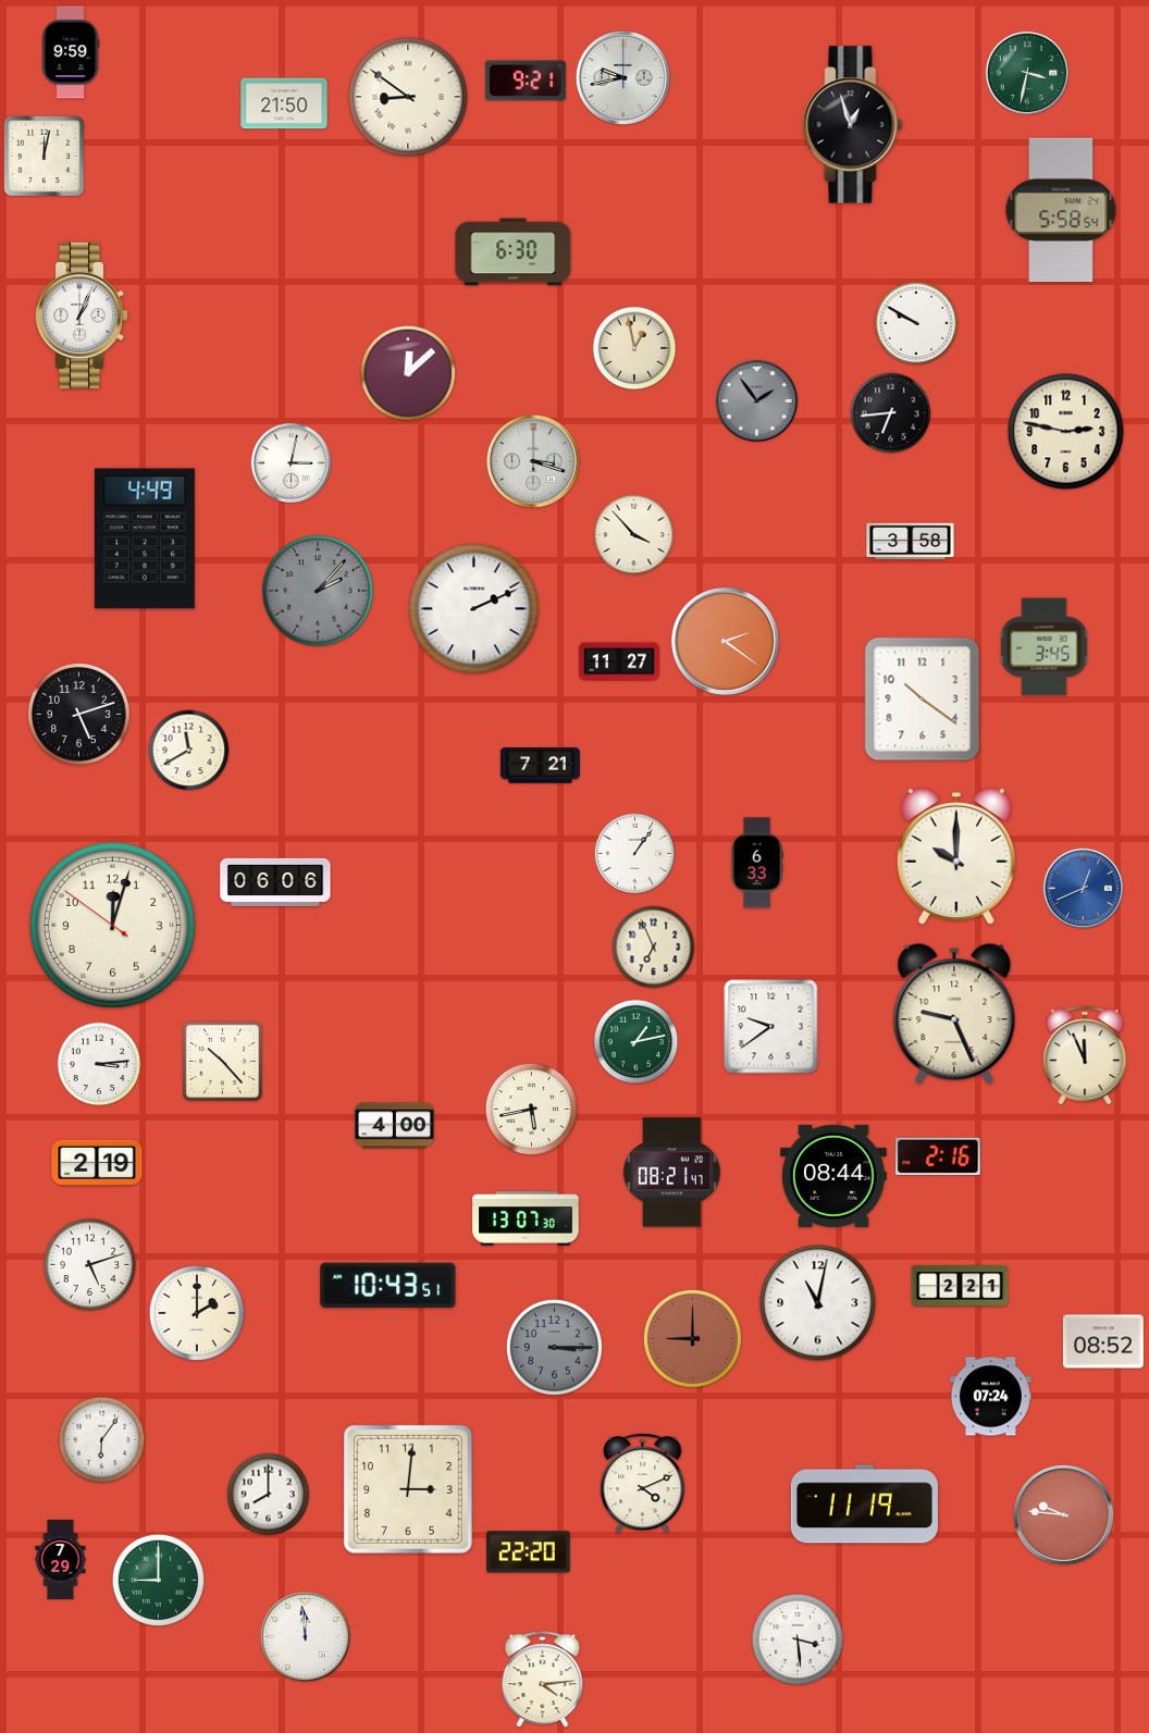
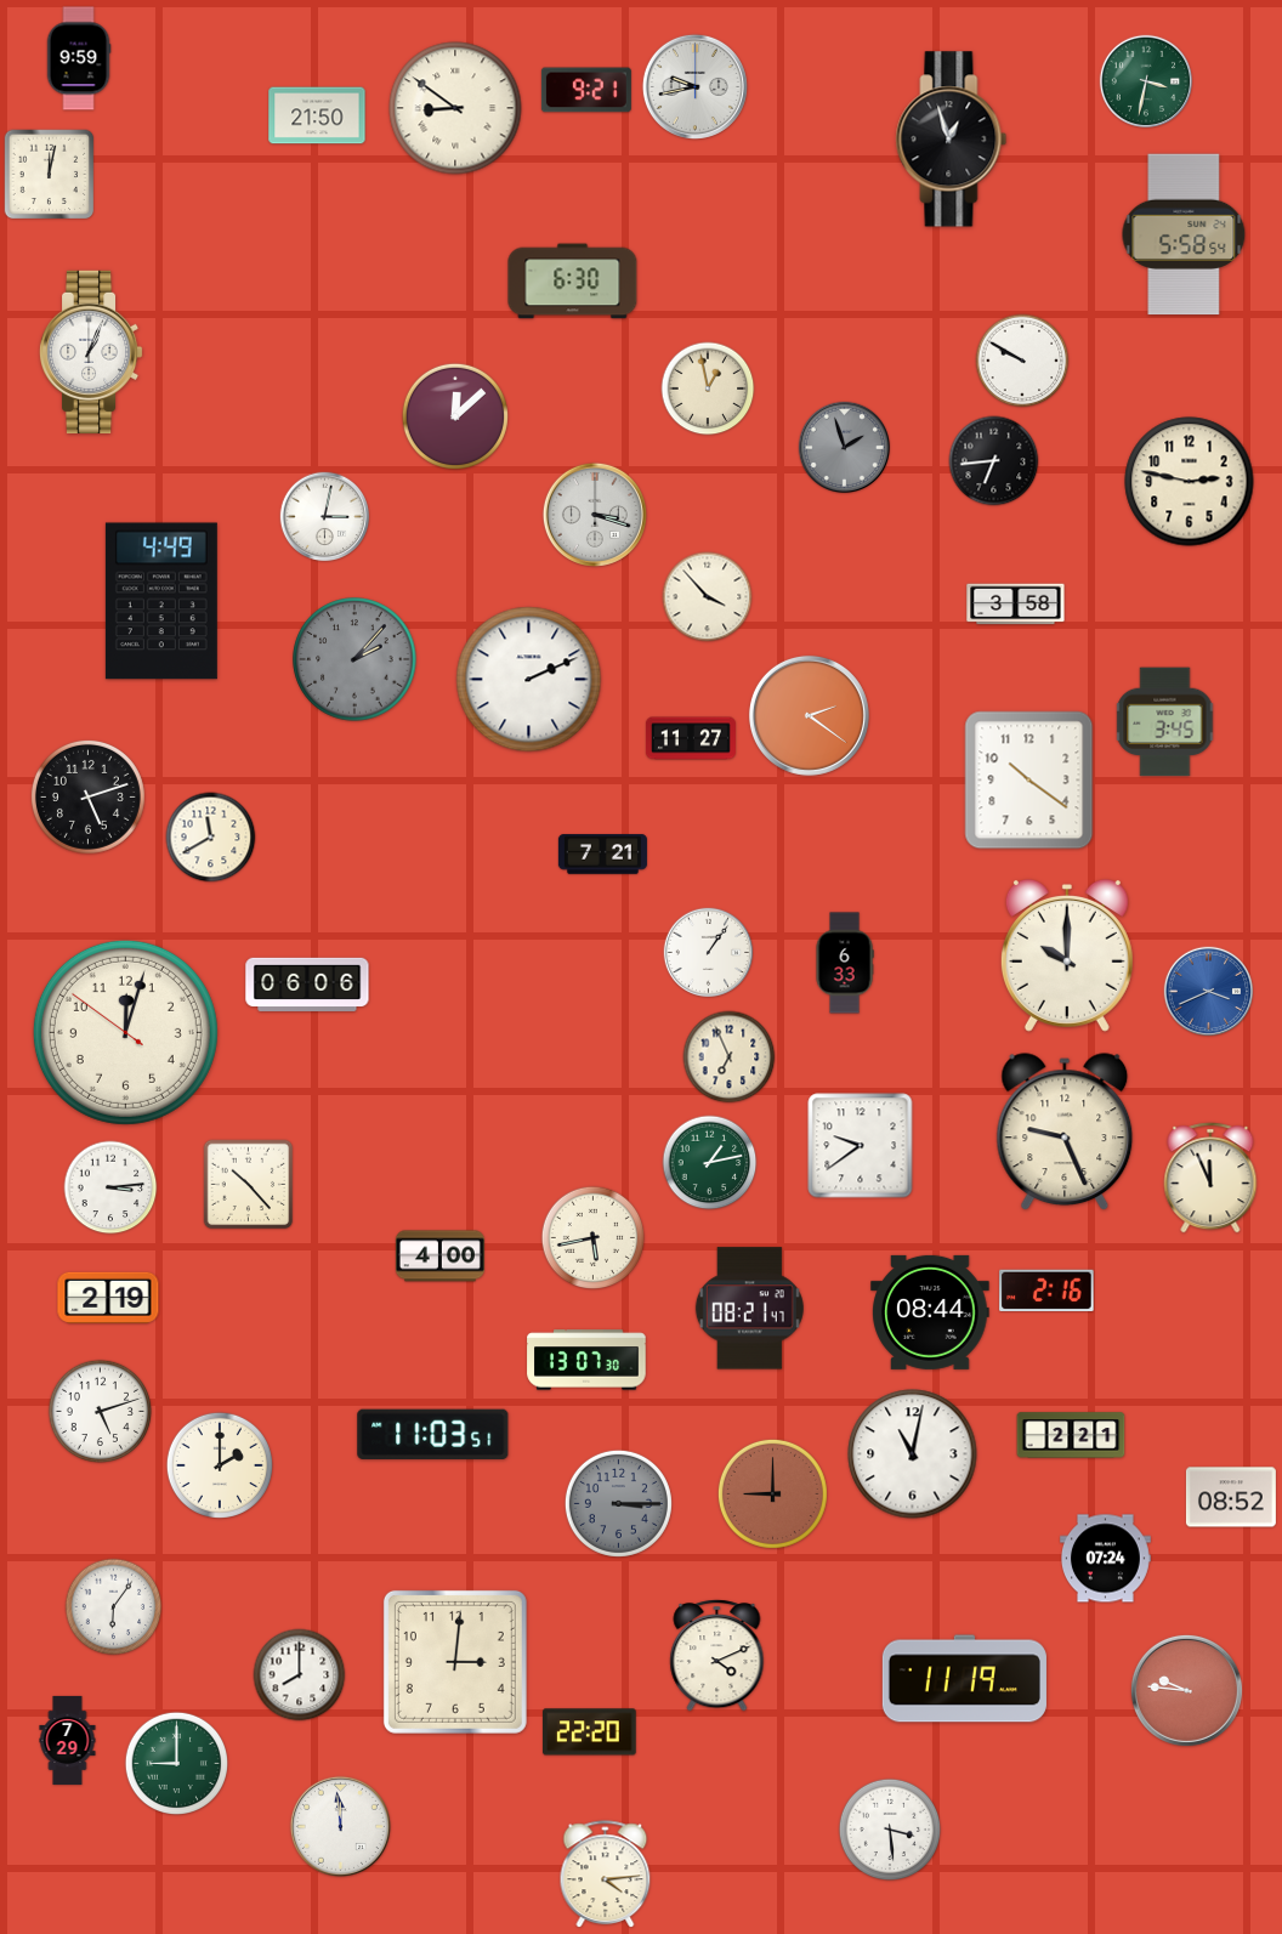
clock at (756, 400): 1:54 -> 1:57
clock at (1084, 889): 12:41 -> 3:41
clock at (388, 1285): 10:43 -> 11:03
clock at (269, 1495) position: (269, 1495) -> (300, 1675)
